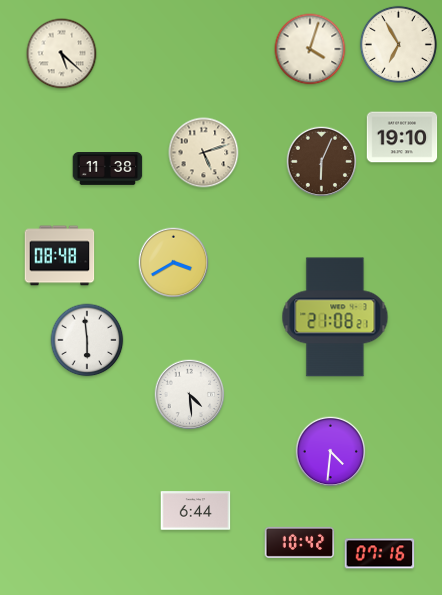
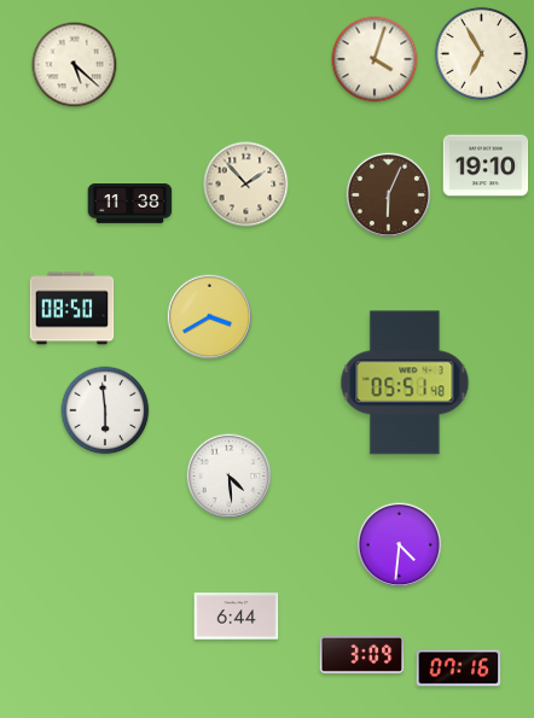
clock at (204, 153): 5:12 -> 1:53
clock at (60, 256): 08:48 -> 08:50
clock at (335, 317): 21:08 -> 05:51
clock at (300, 542): 10:42 -> 3:09
